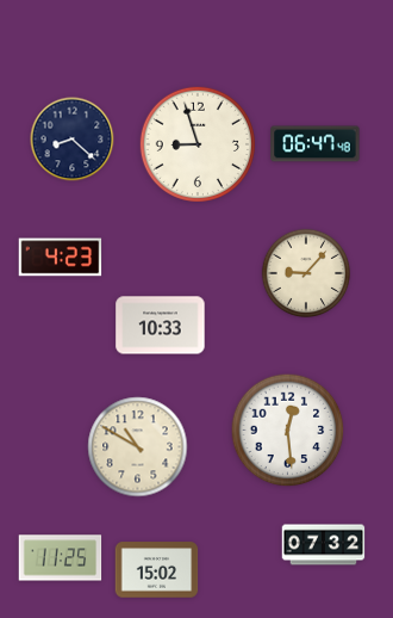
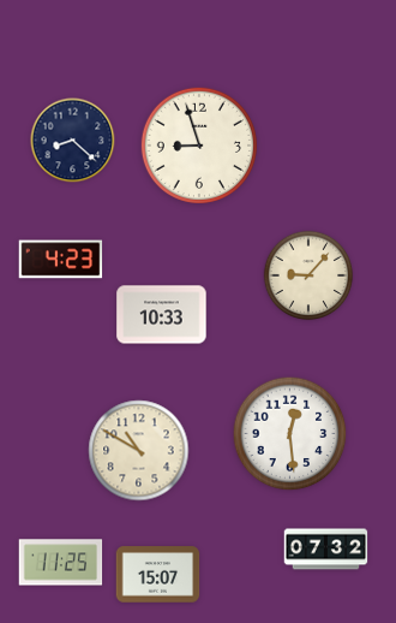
clock at (316, 144): 06:47 -> none
clock at (161, 326) position: (161, 326) -> (162, 315)
clock at (157, 570): 15:02 -> 15:07
